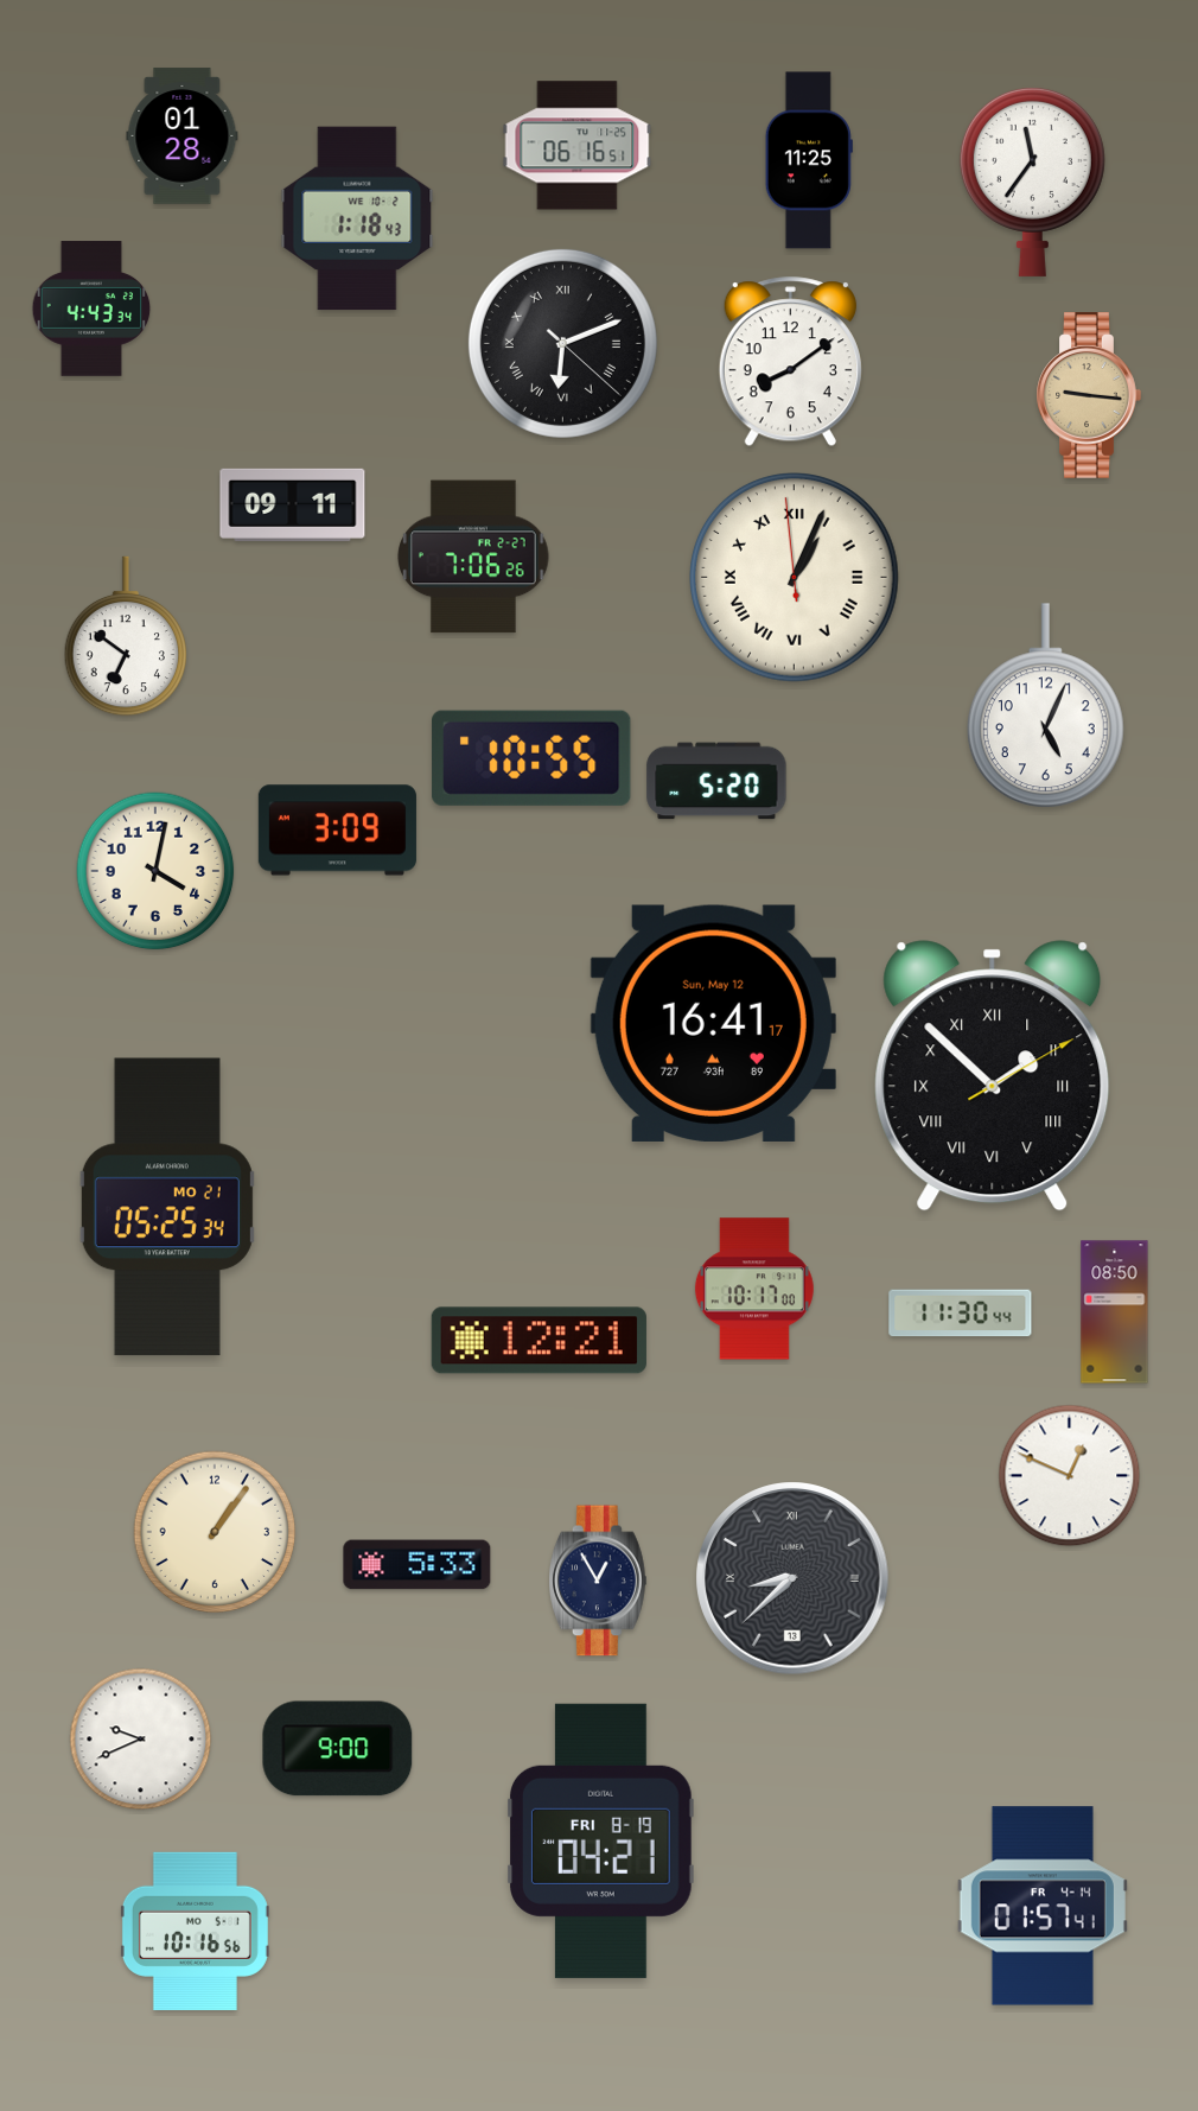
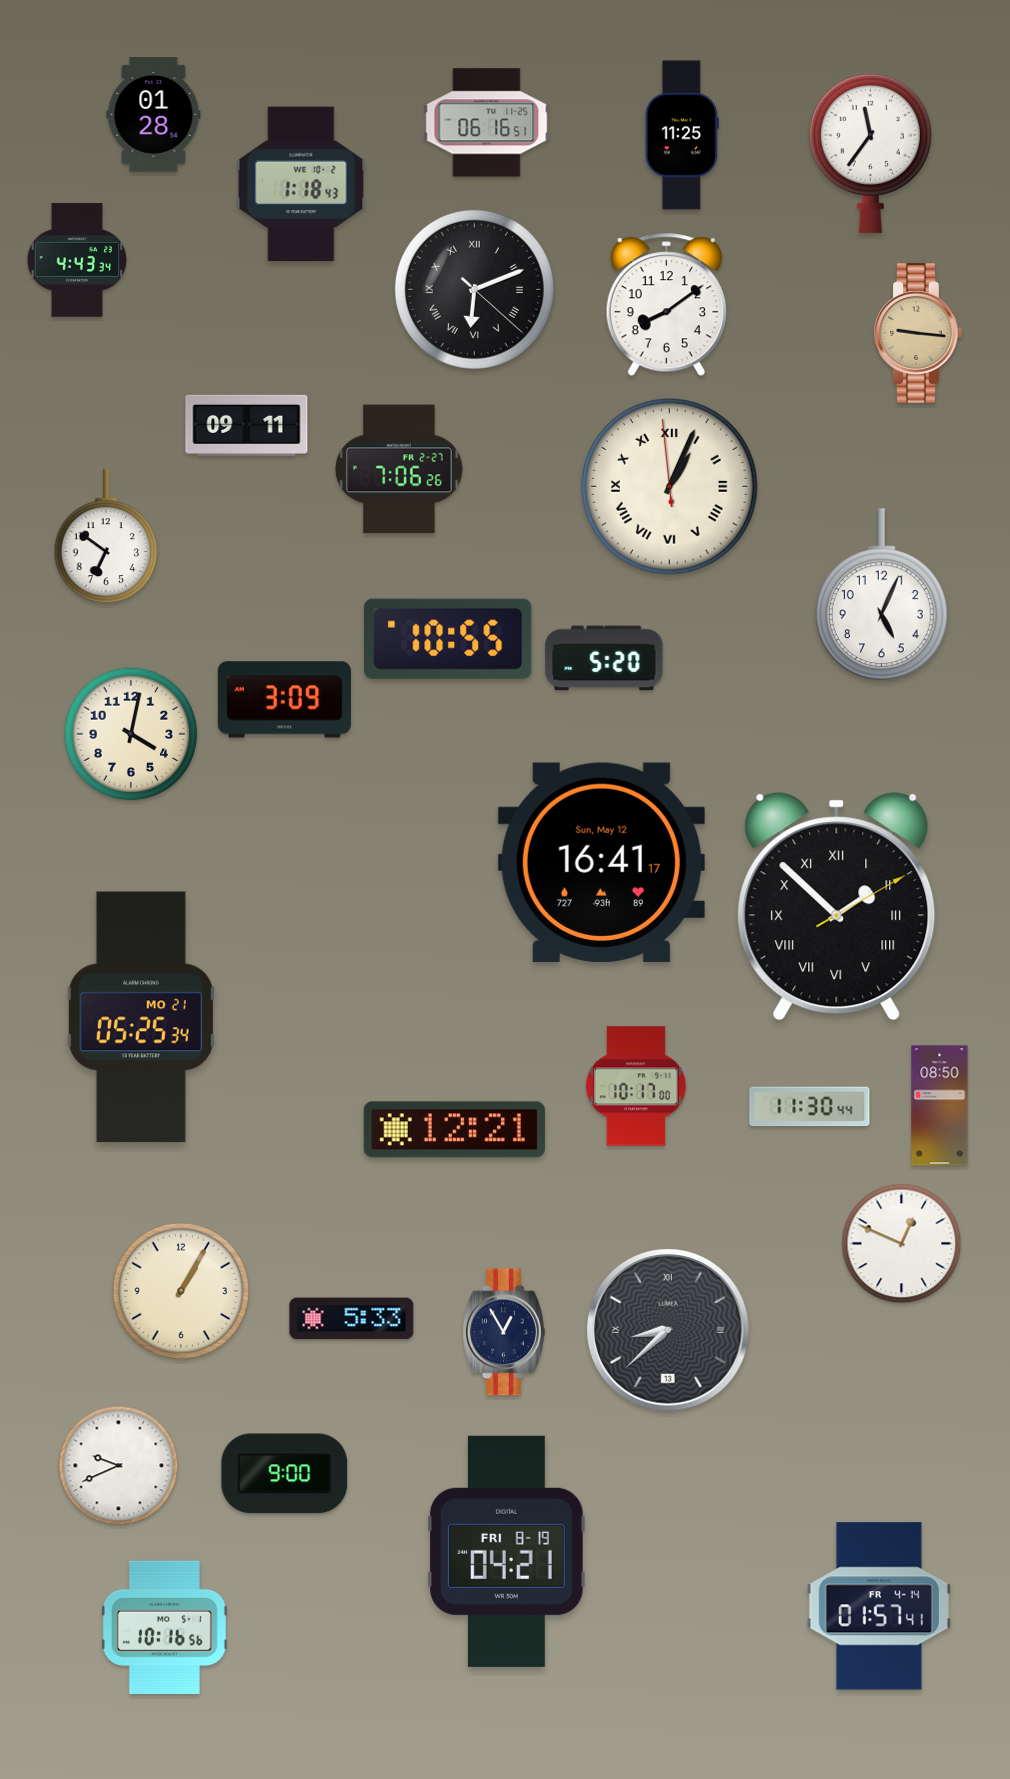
clock at (215, 1532): 1:06 -> 1:05
